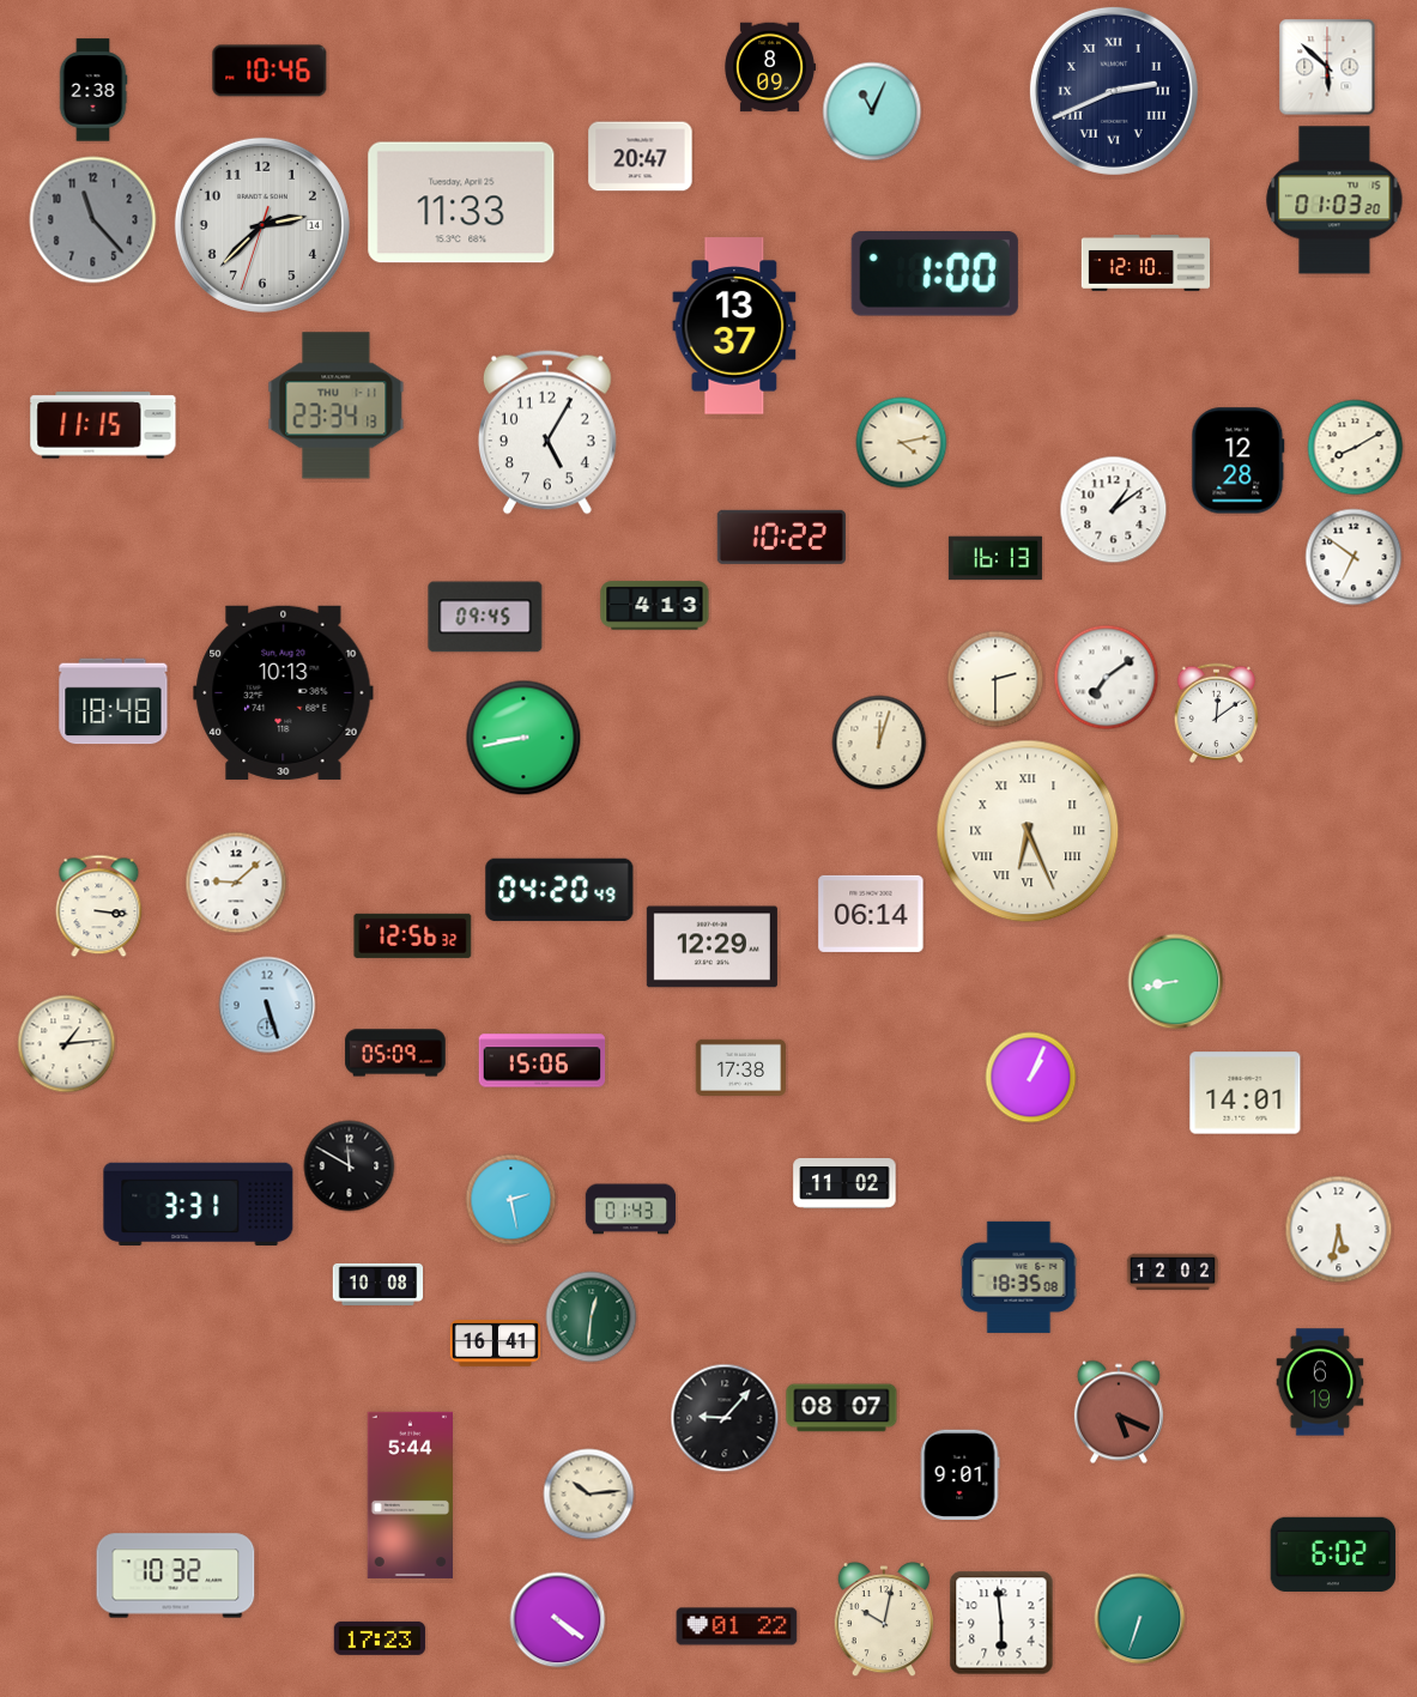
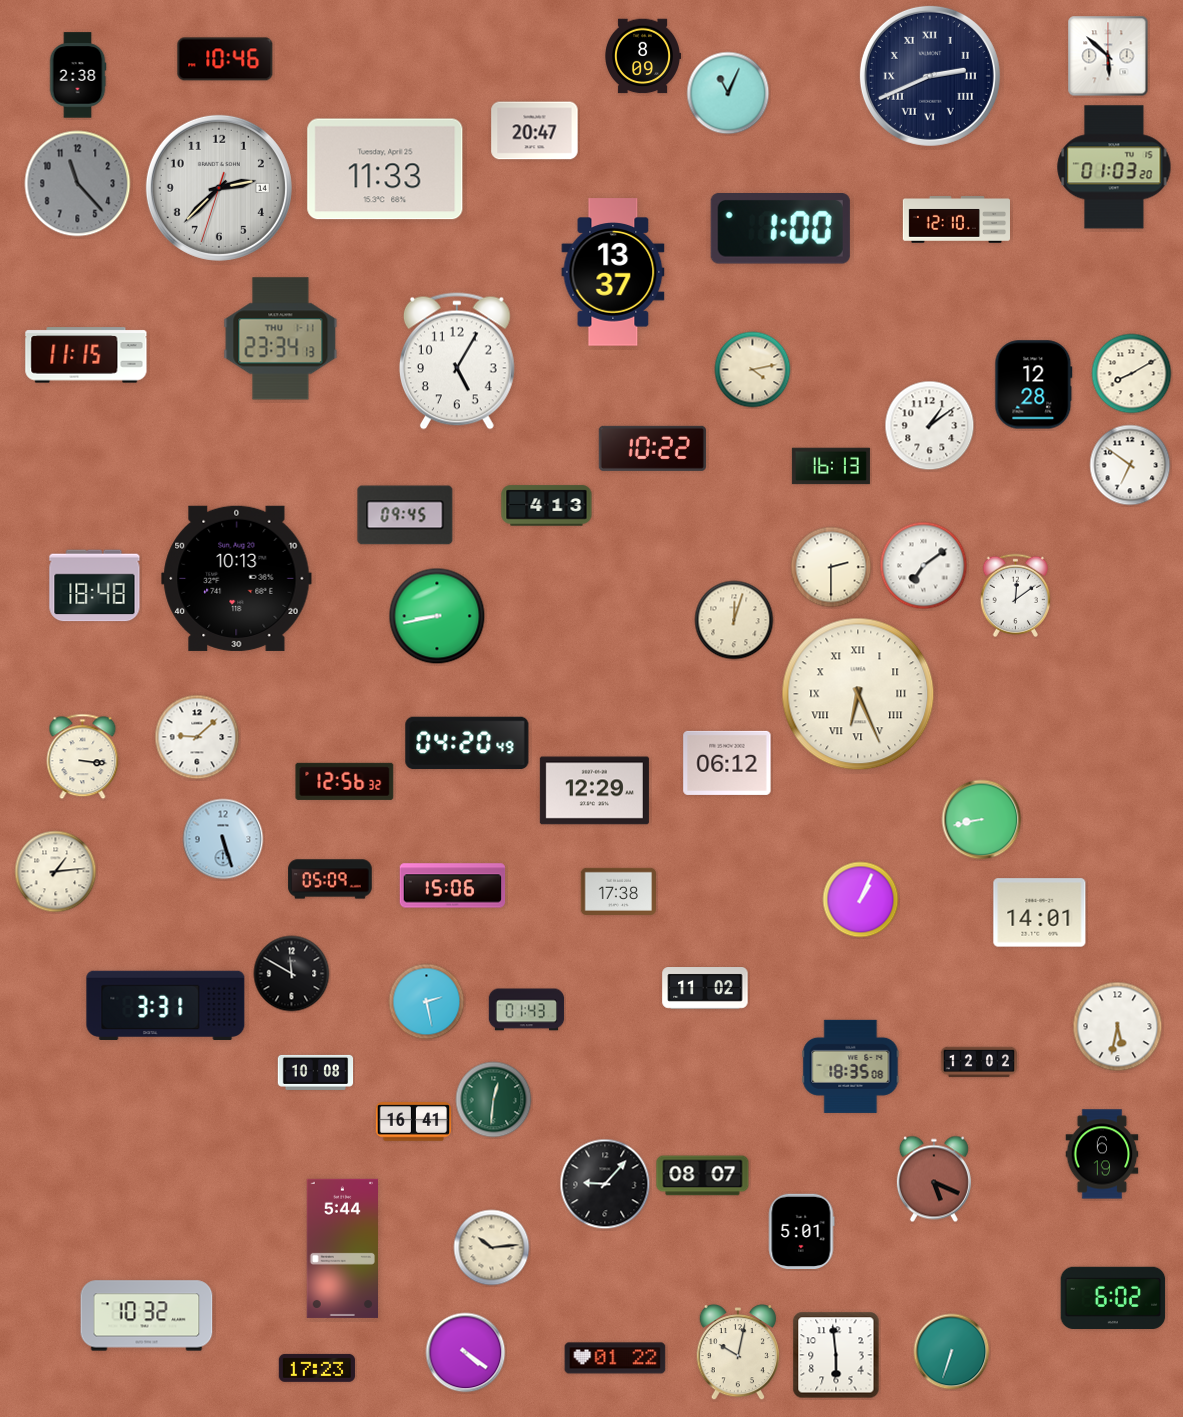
clock at (871, 914): 06:14 -> 06:12
clock at (959, 1474): 9:01 -> 5:01
